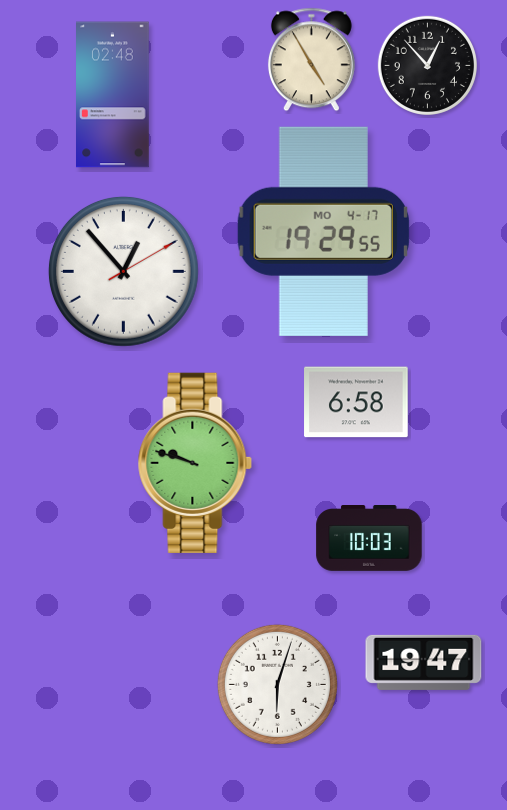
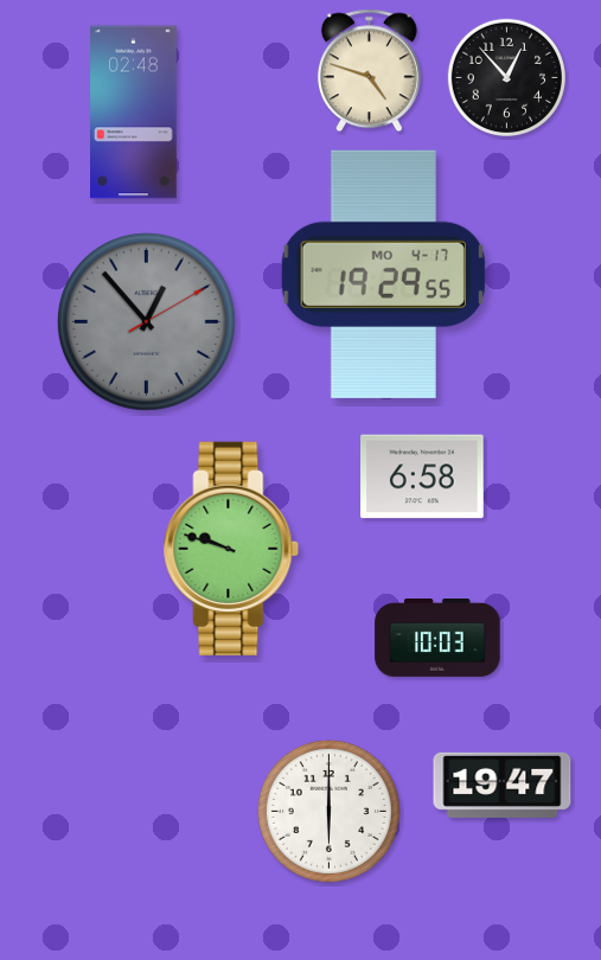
clock at (311, 60): 4:55 -> 4:48
clock at (123, 271) dial: white -> grey
clock at (277, 684): 6:03 -> 6:00
